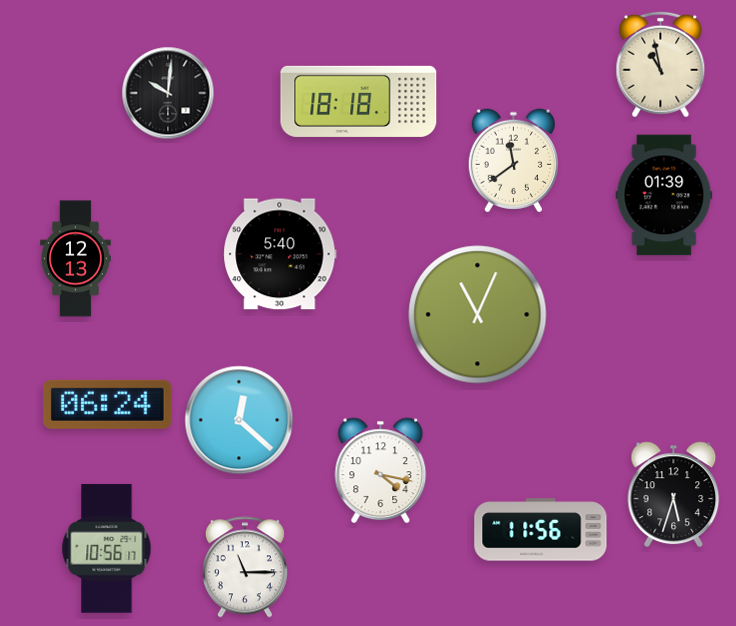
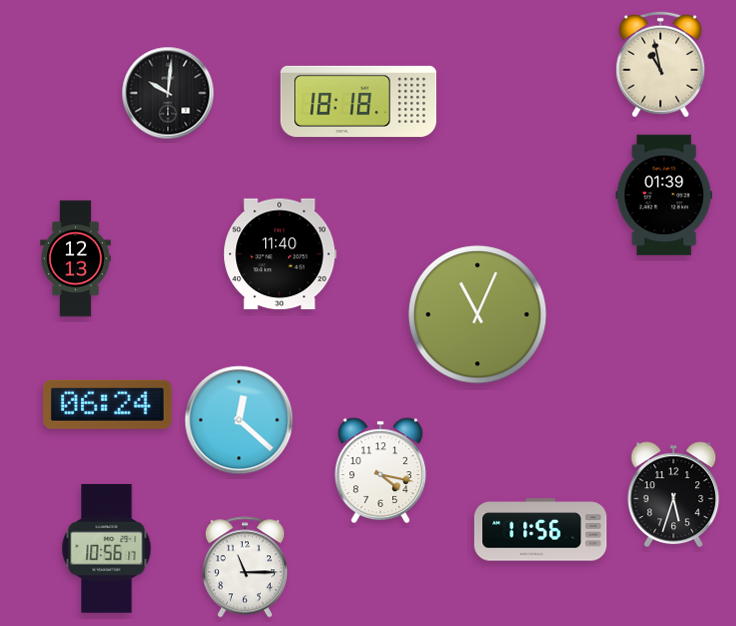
clock at (513, 161): 11:39 -> none
clock at (280, 254): 5:40 -> 11:40
